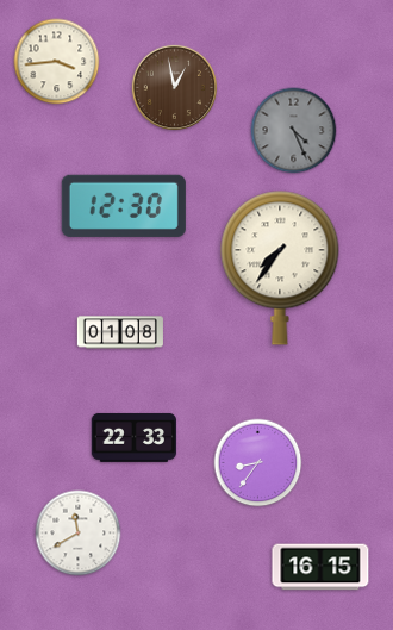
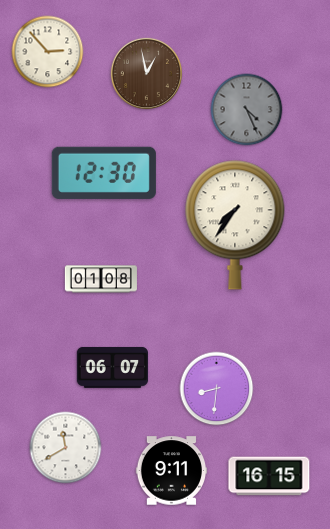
clock at (57, 62): 3:44 -> 2:53
clock at (133, 437): 22:33 -> 06:07
clock at (258, 463): 8:36 -> 8:31
clock at (171, 471): none -> 9:11
